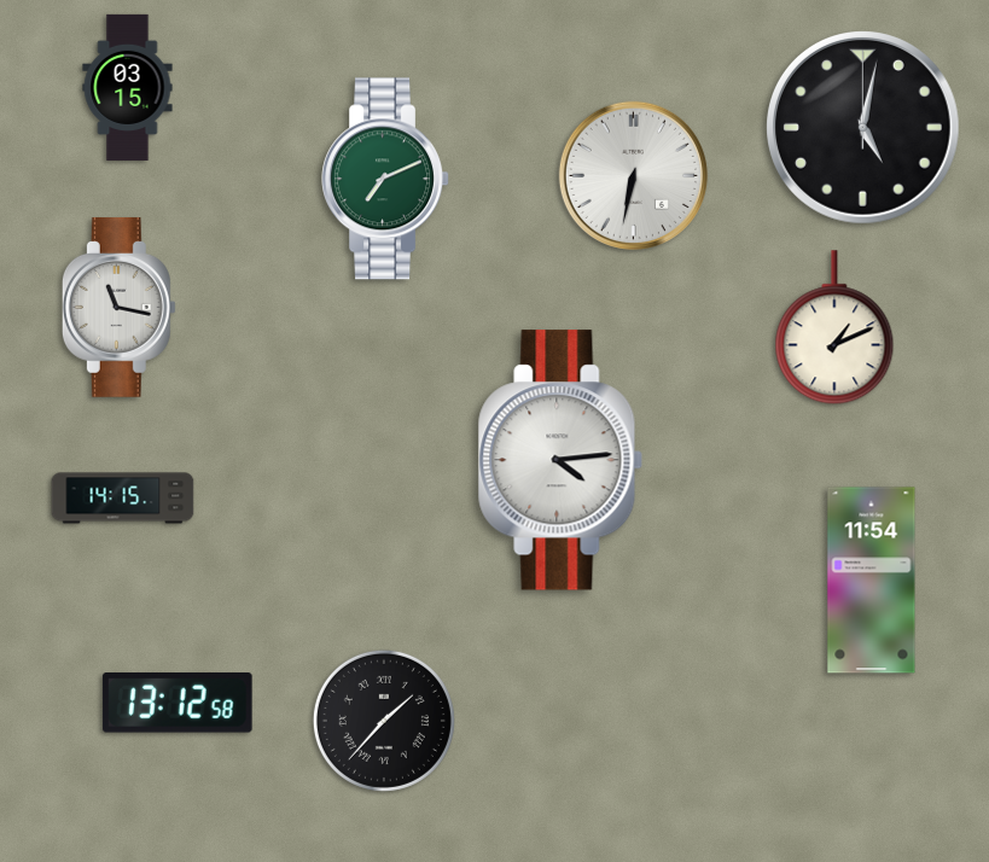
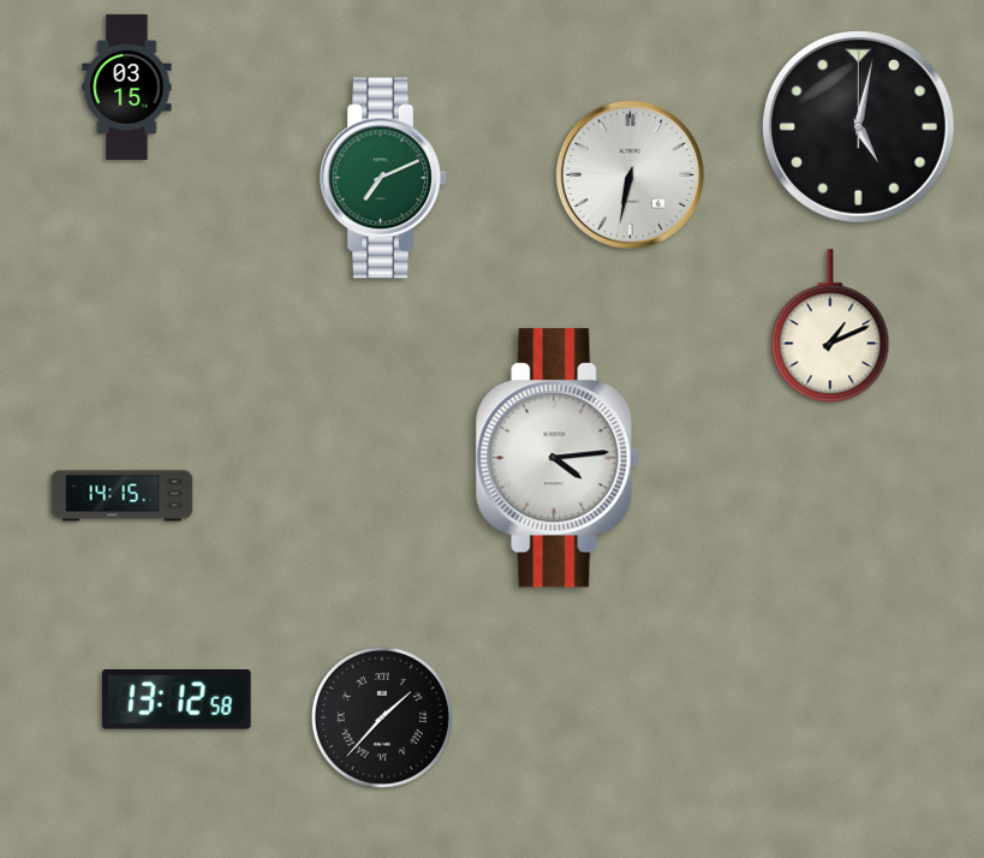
clock at (118, 307): 11:17 -> none
clock at (872, 581): 11:54 -> none
